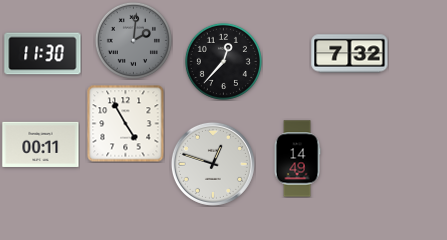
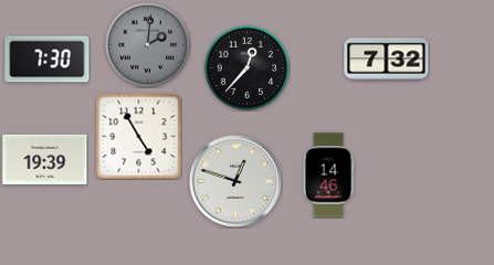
clock at (43, 54): 11:30 -> 7:30
clock at (41, 144): 00:11 -> 19:39
clock at (297, 159): 14:49 -> 14:46
